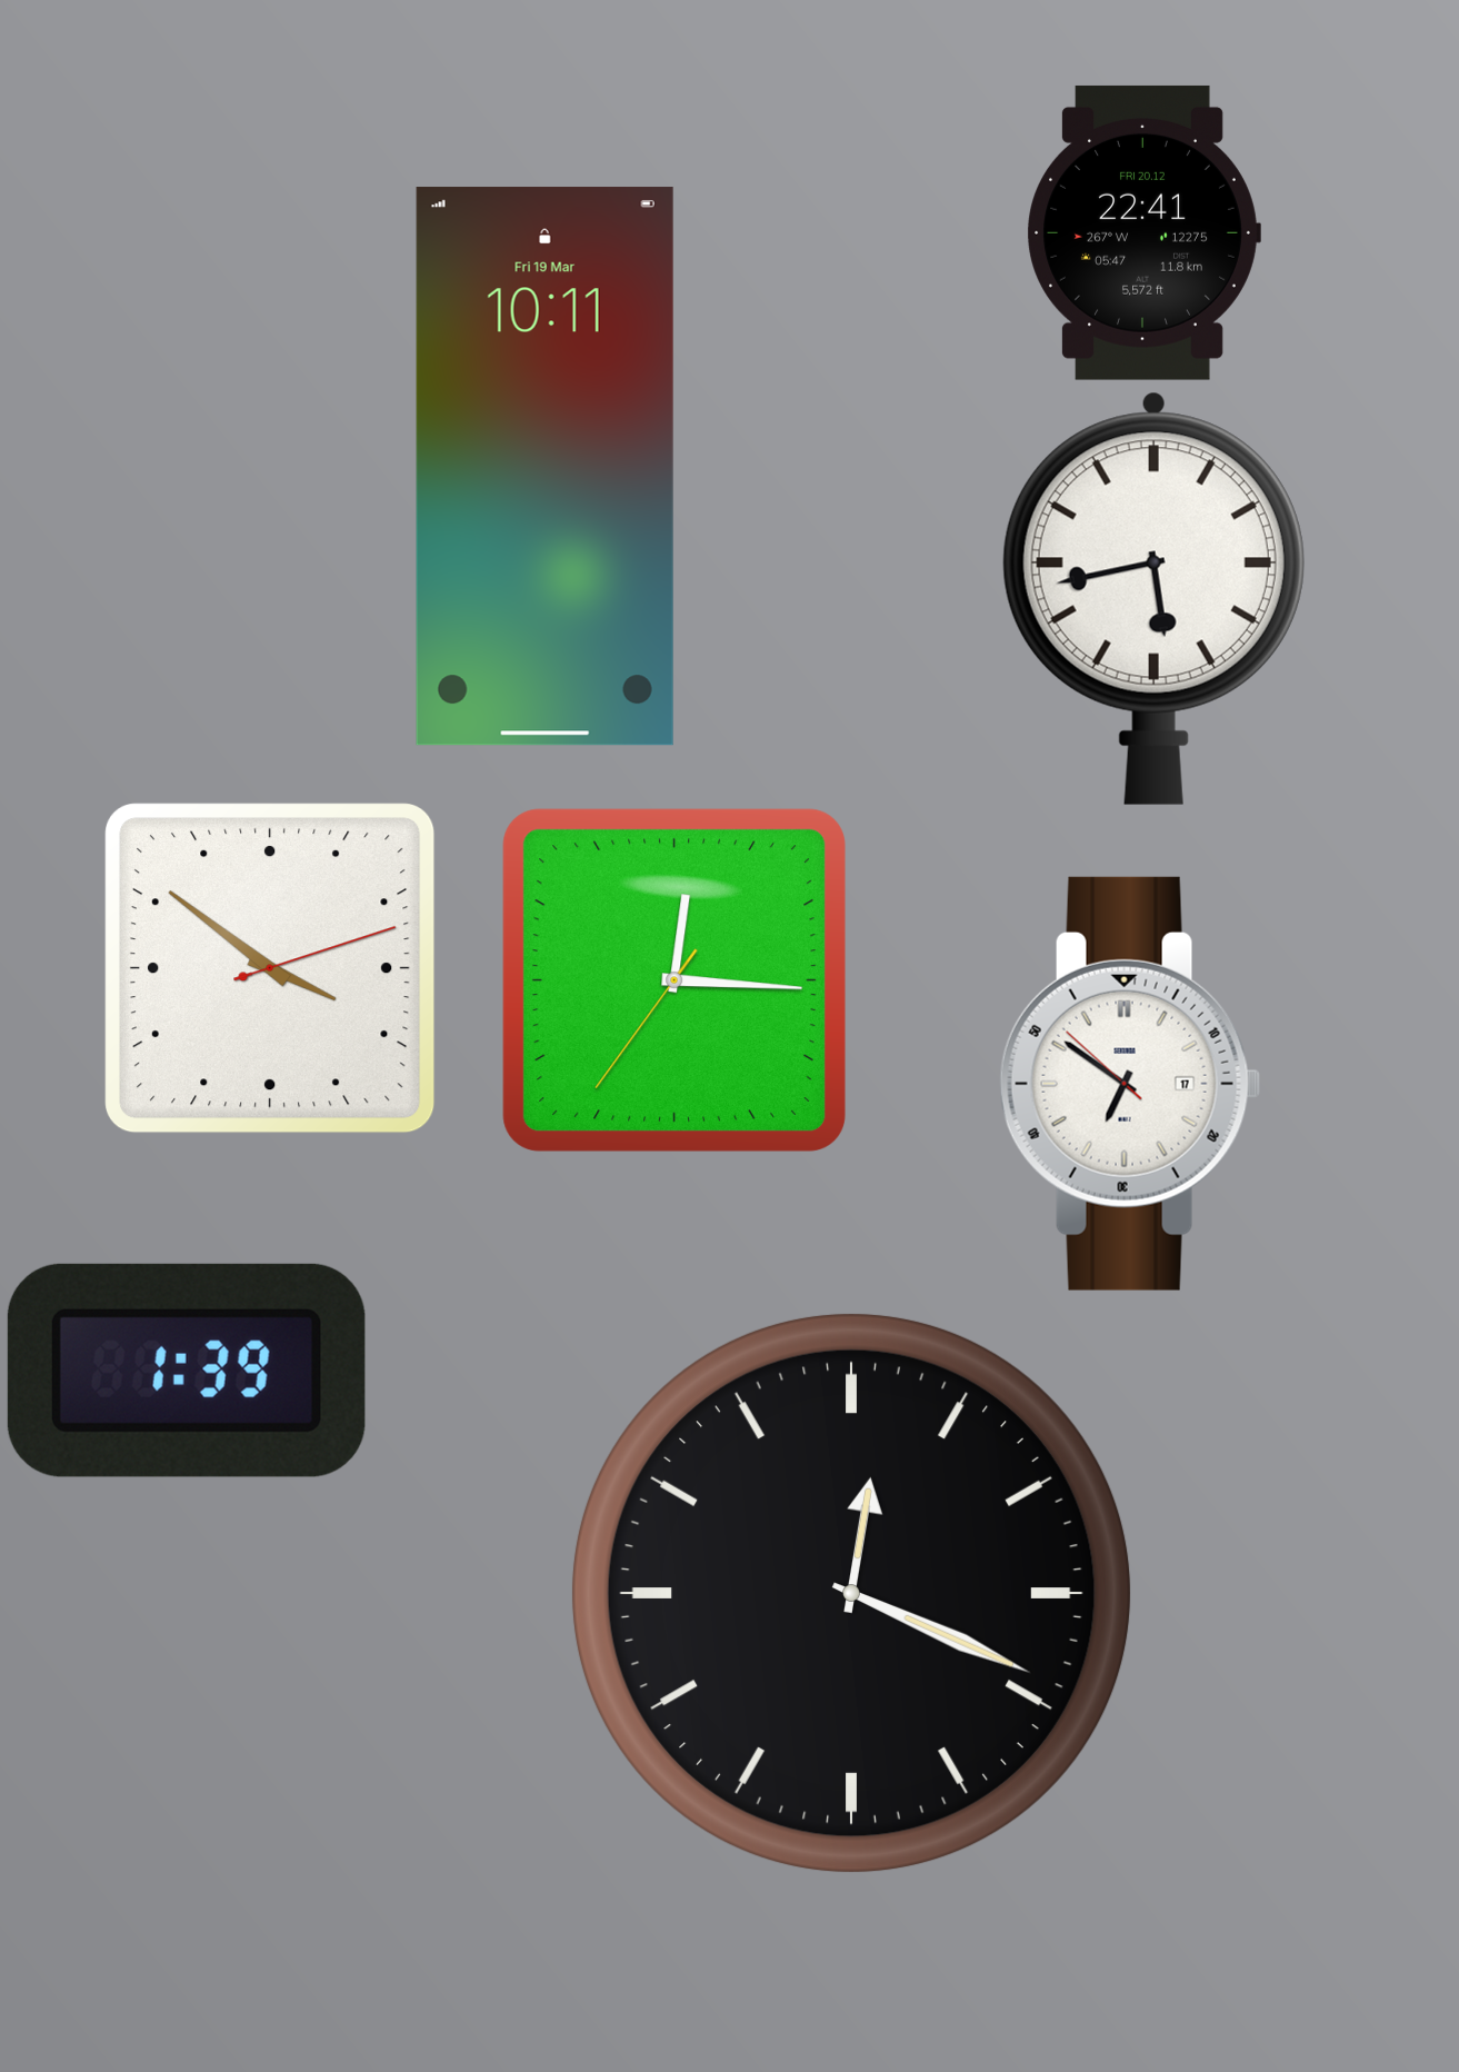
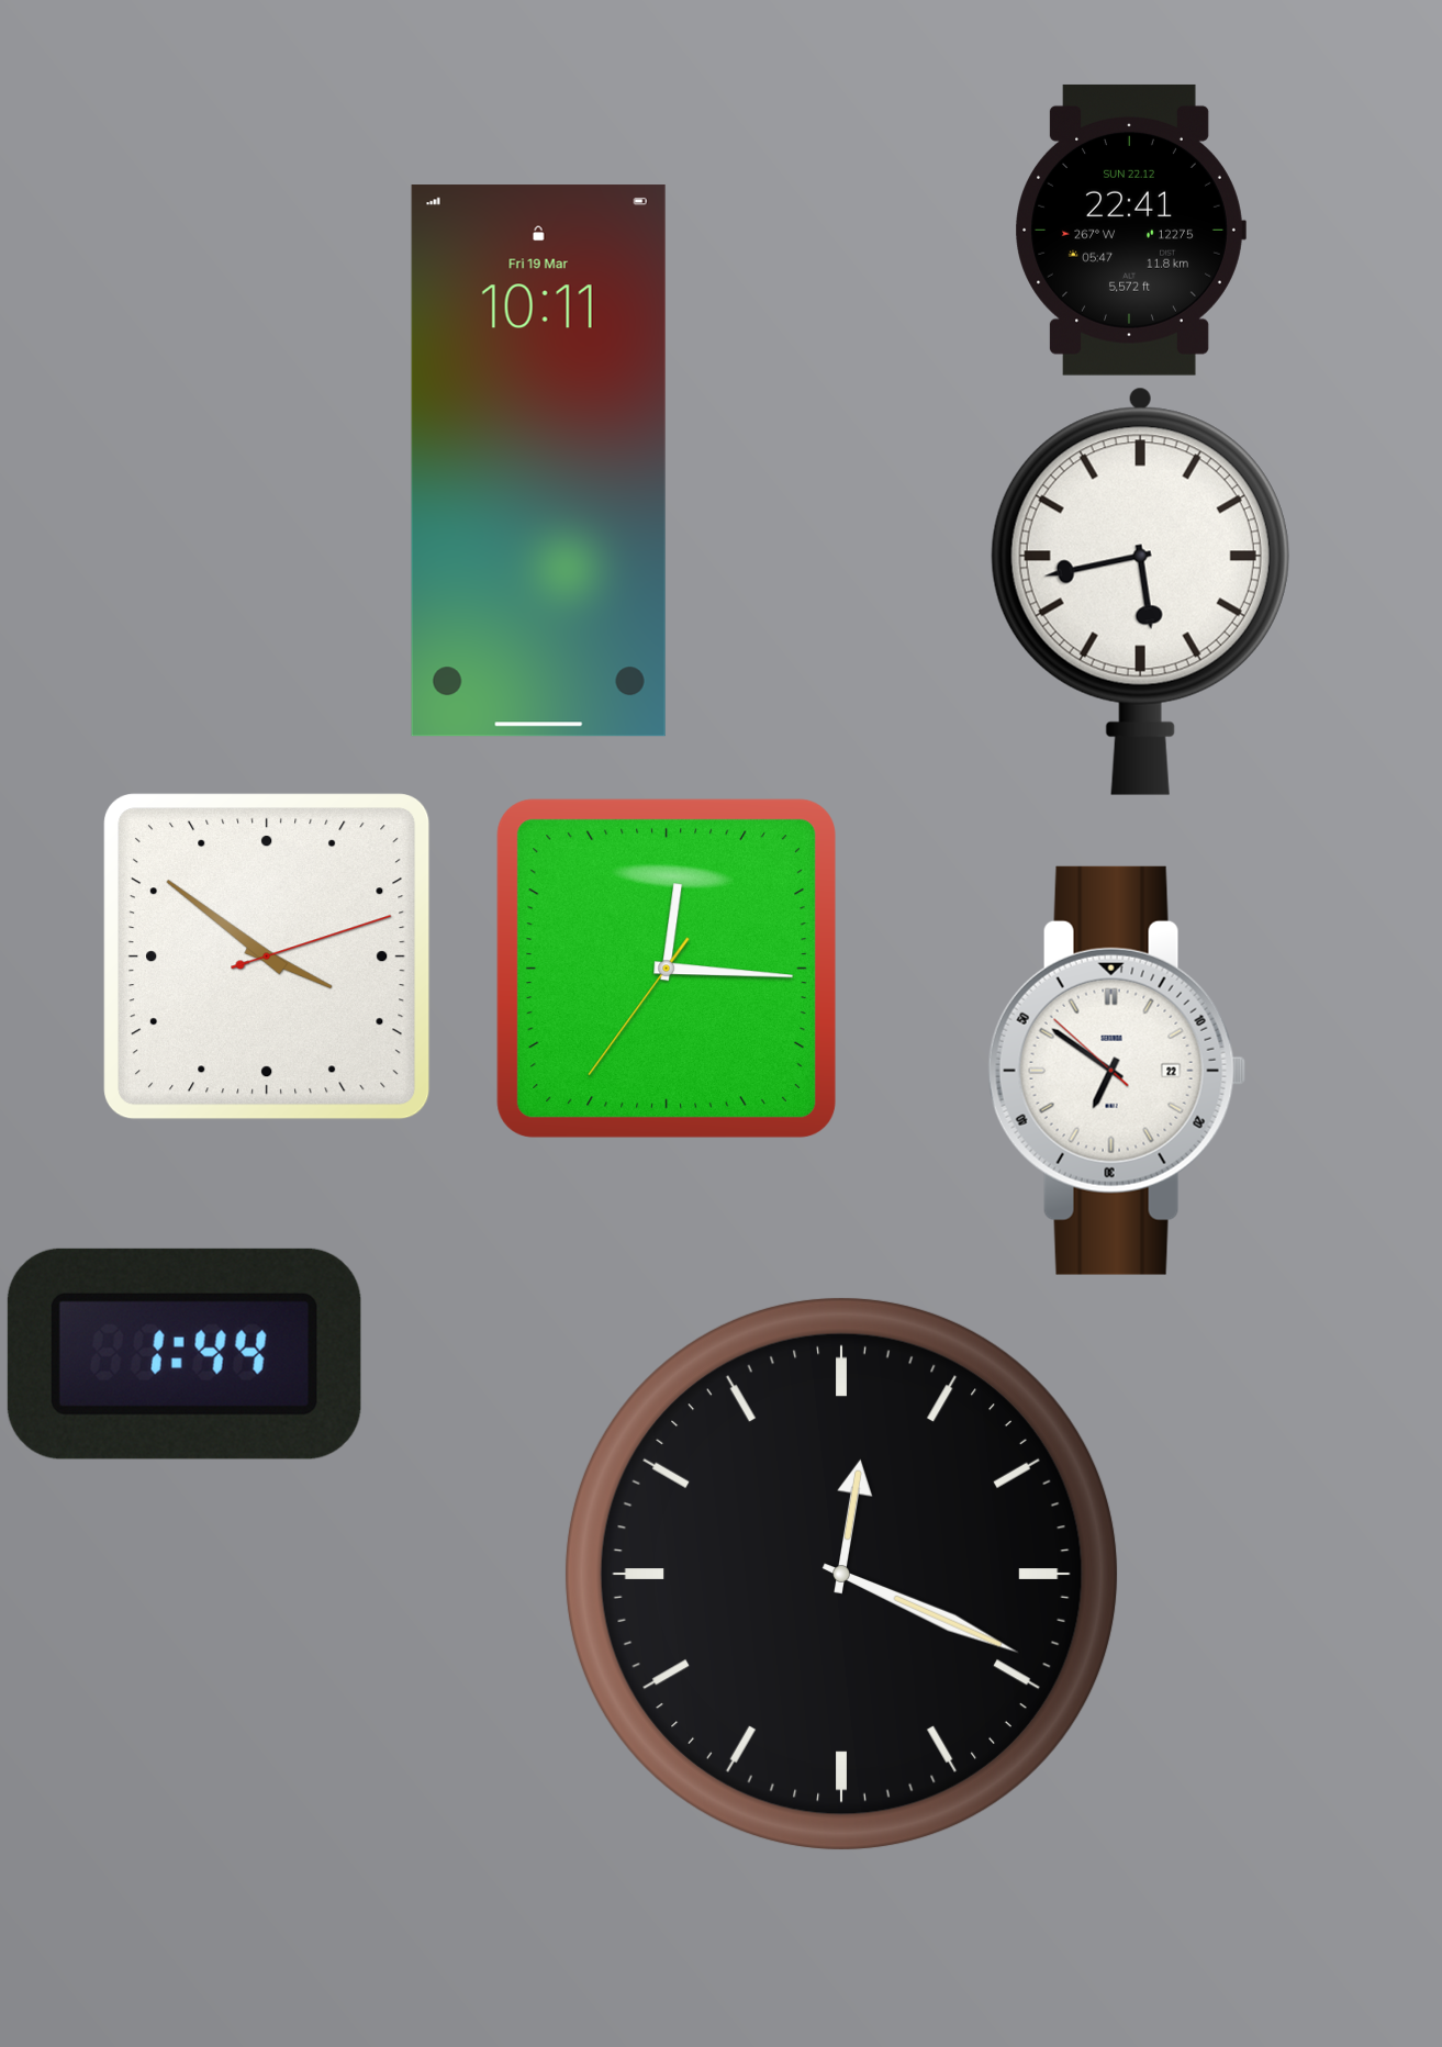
clock at (1143, 232) date: FRI 20.12 -> SUN 22.12
clock at (1130, 1084) date: 17 -> 22
clock at (187, 1371): 1:39 -> 1:44
